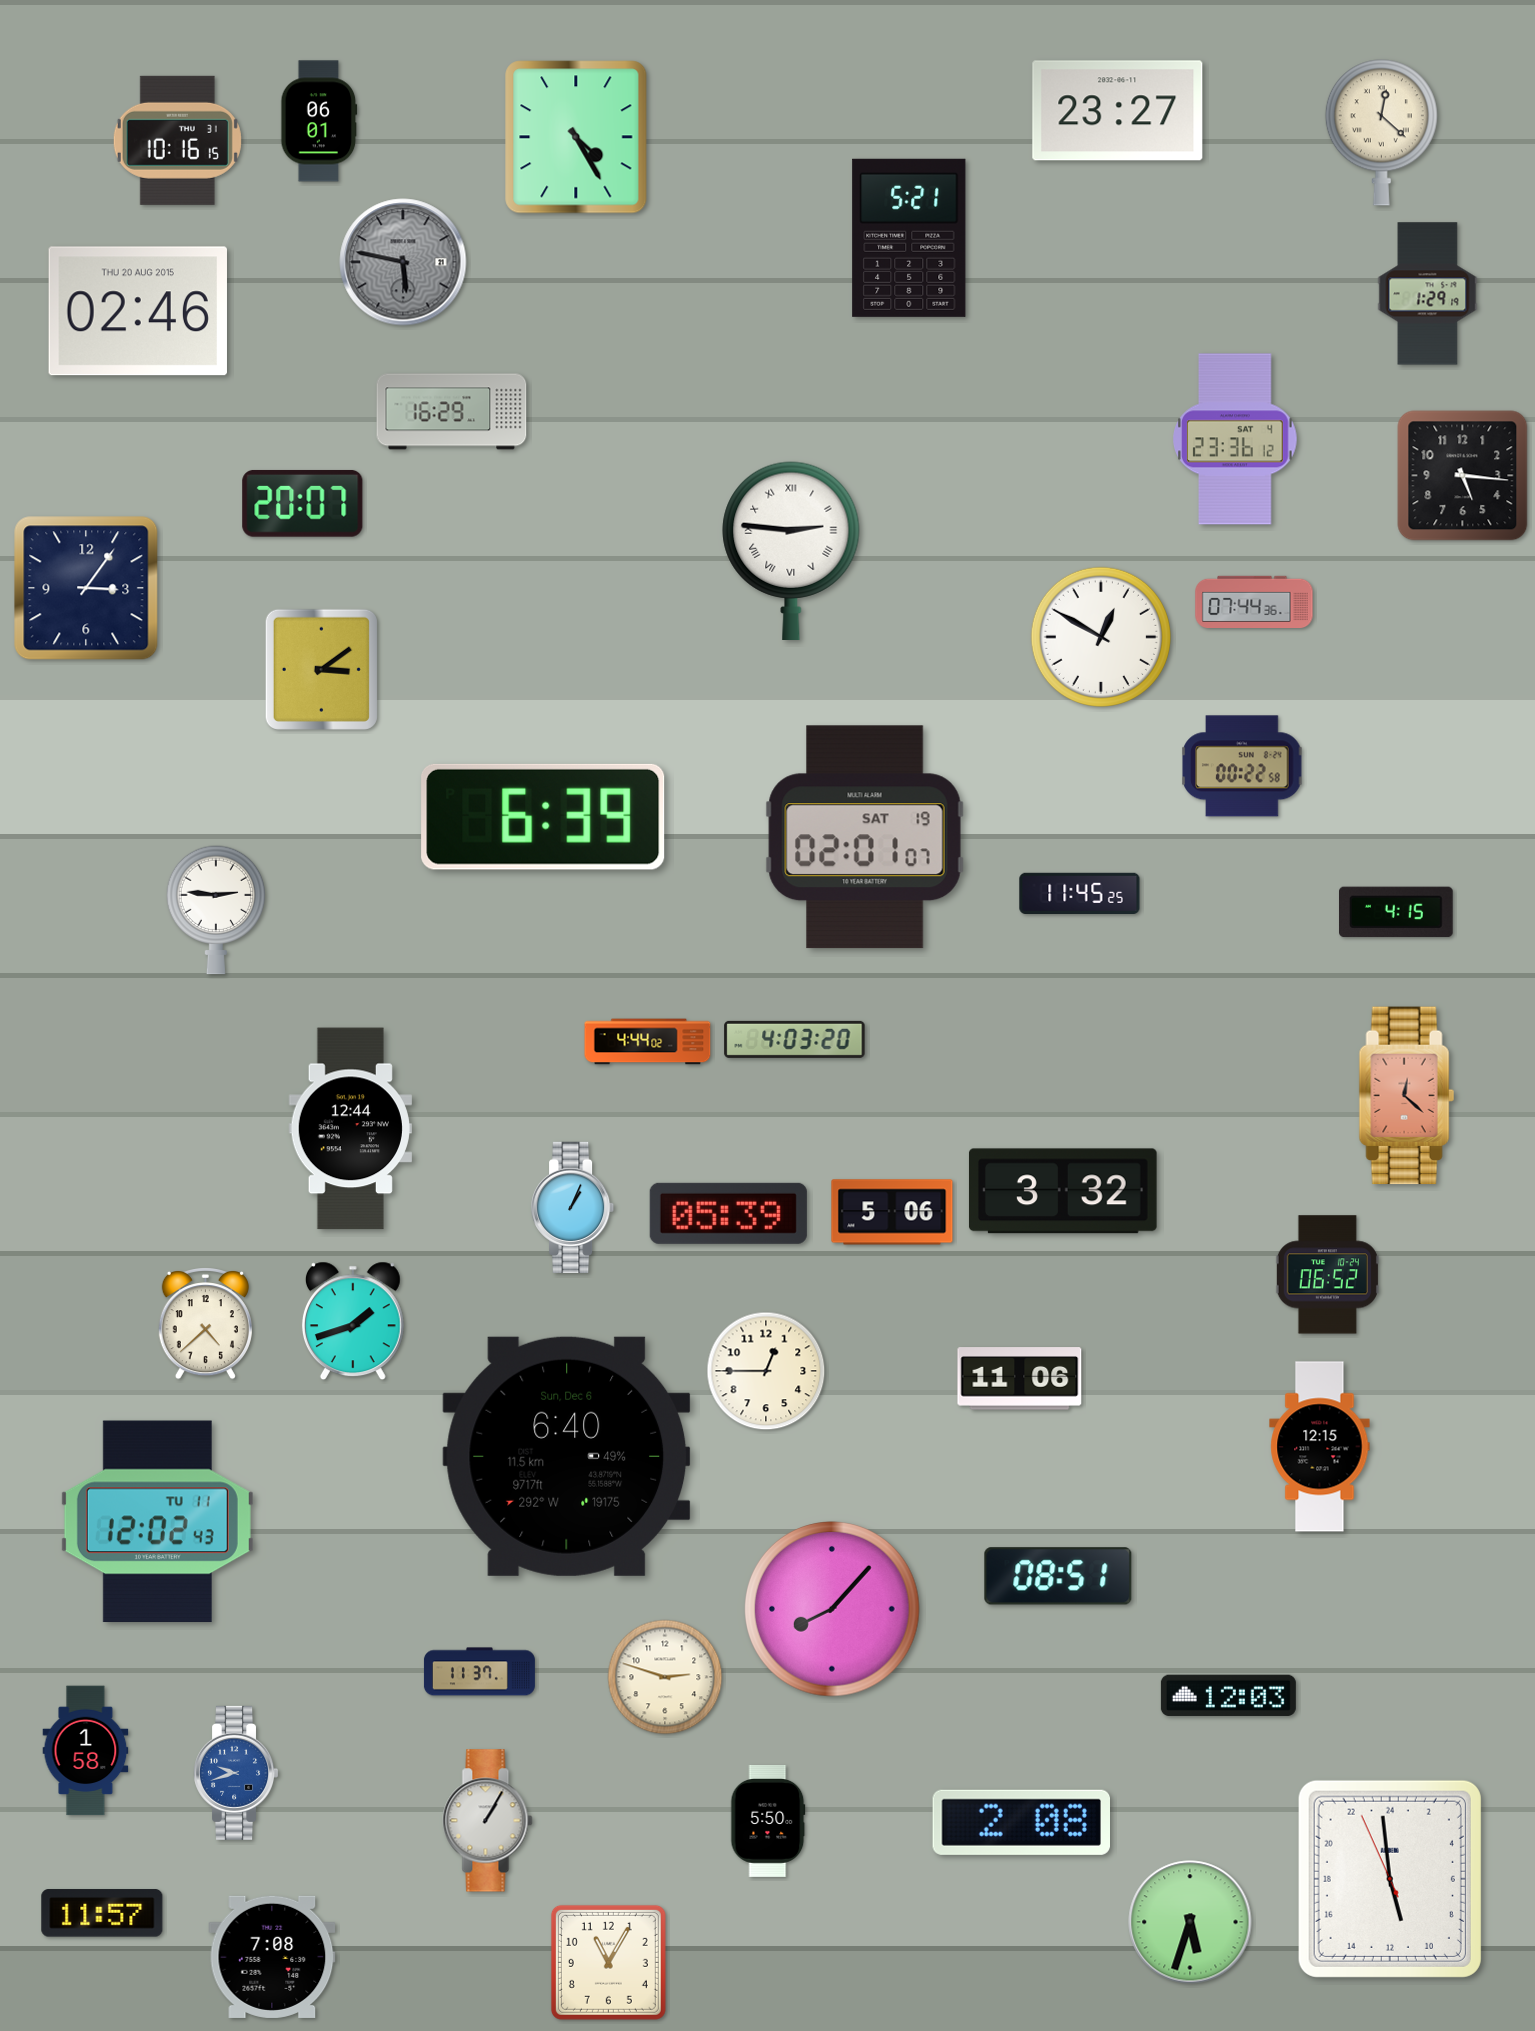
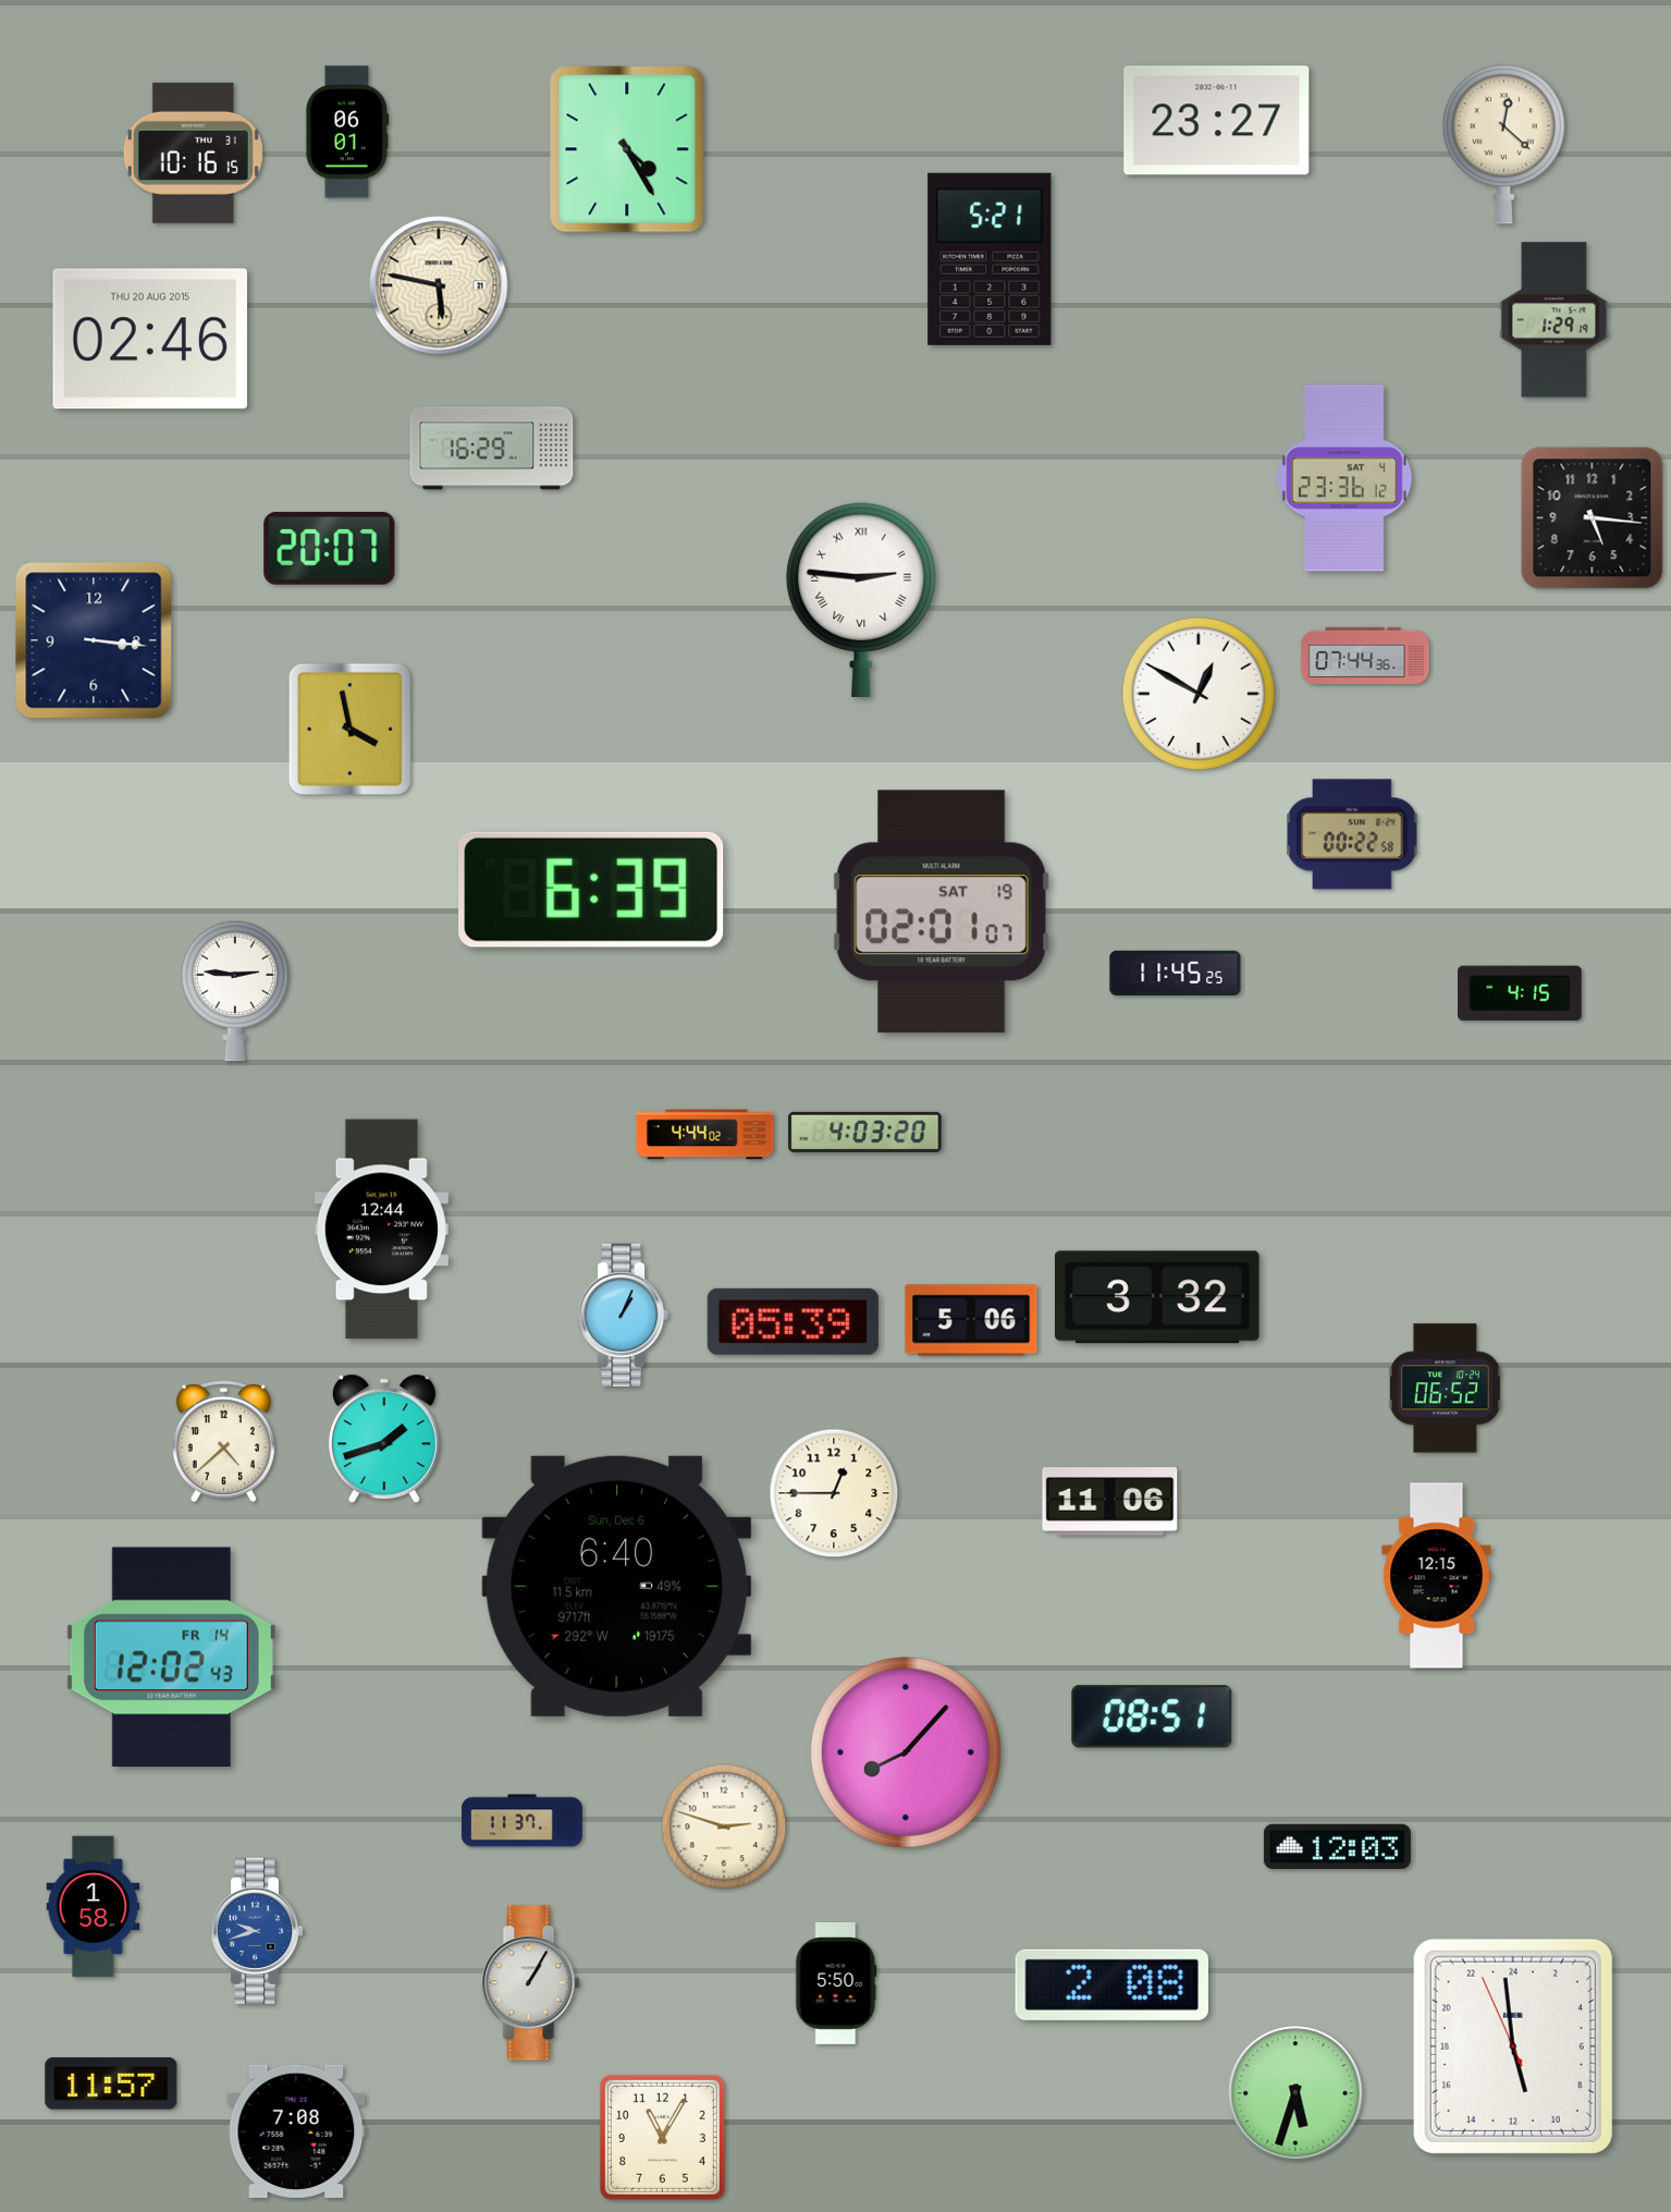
clock at (403, 262) dial: grey -> cream
clock at (86, 588): 3:06 -> 3:16
clock at (321, 669): 3:09 -> 3:58
clock at (1406, 1096): 12:22 -> none
clock at (157, 1522) date: TU 11 -> FR 14
